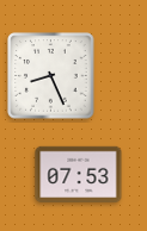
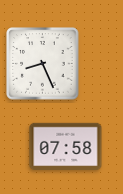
clock at (79, 174): 07:53 -> 07:58
